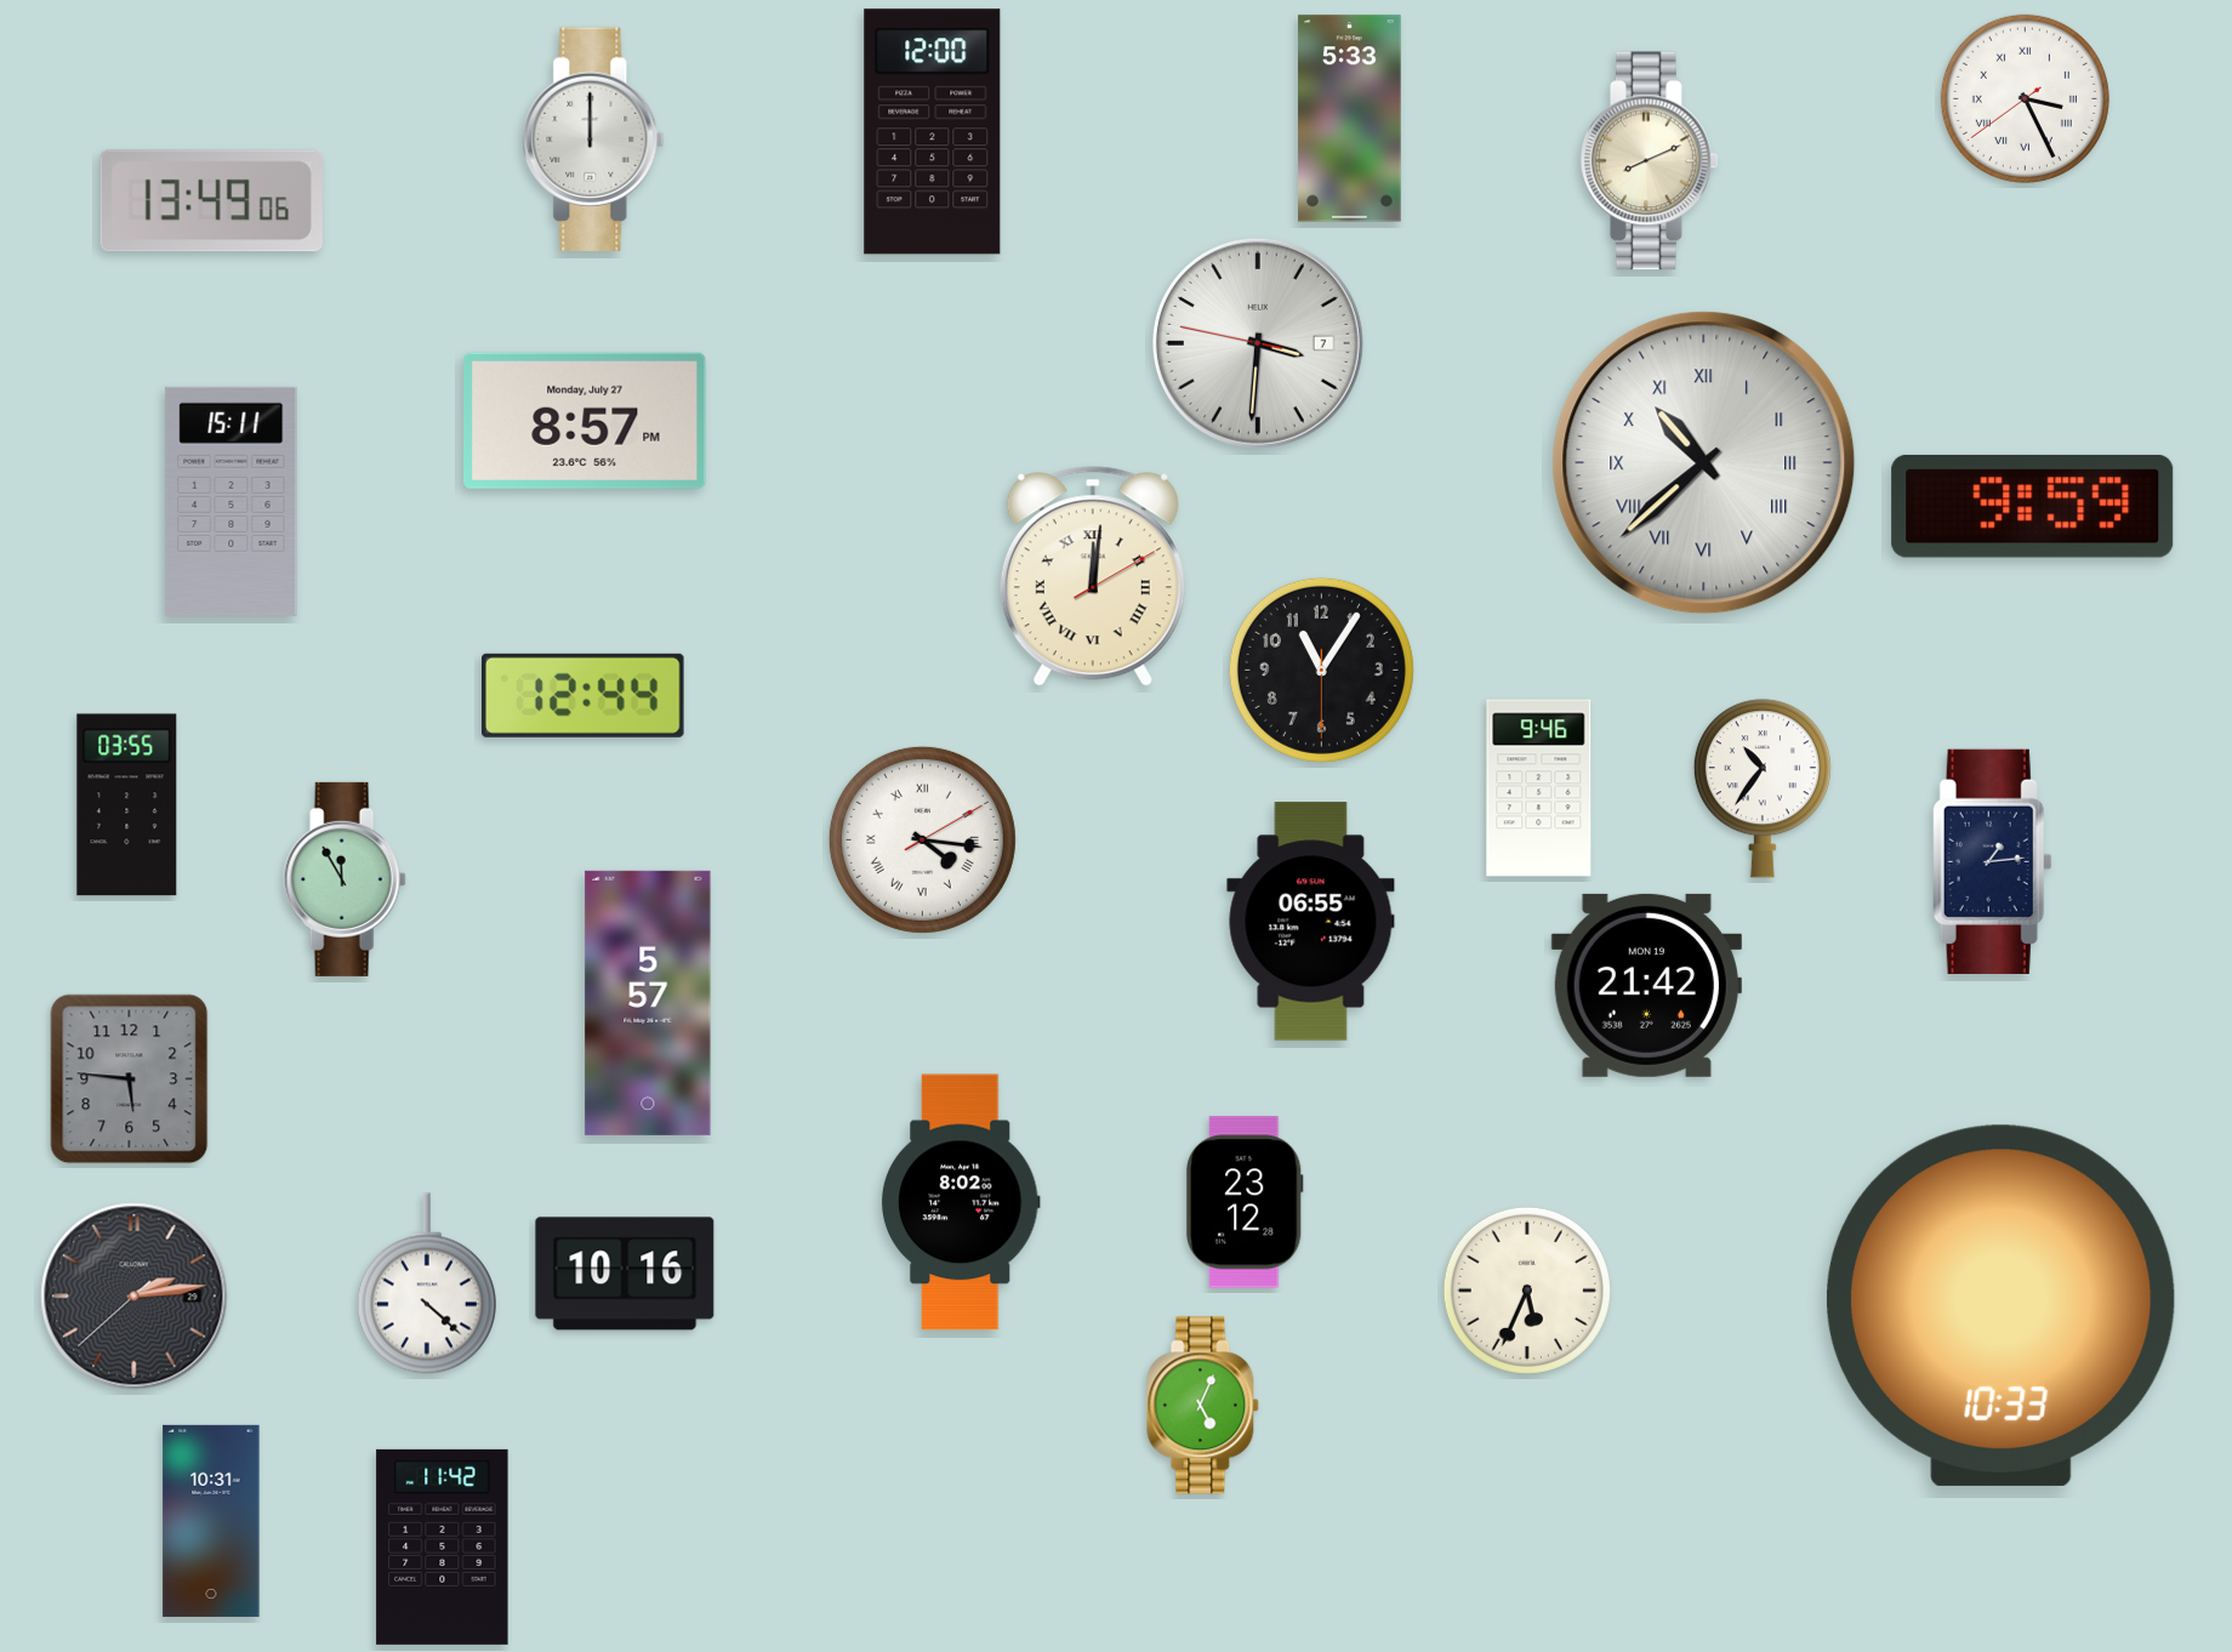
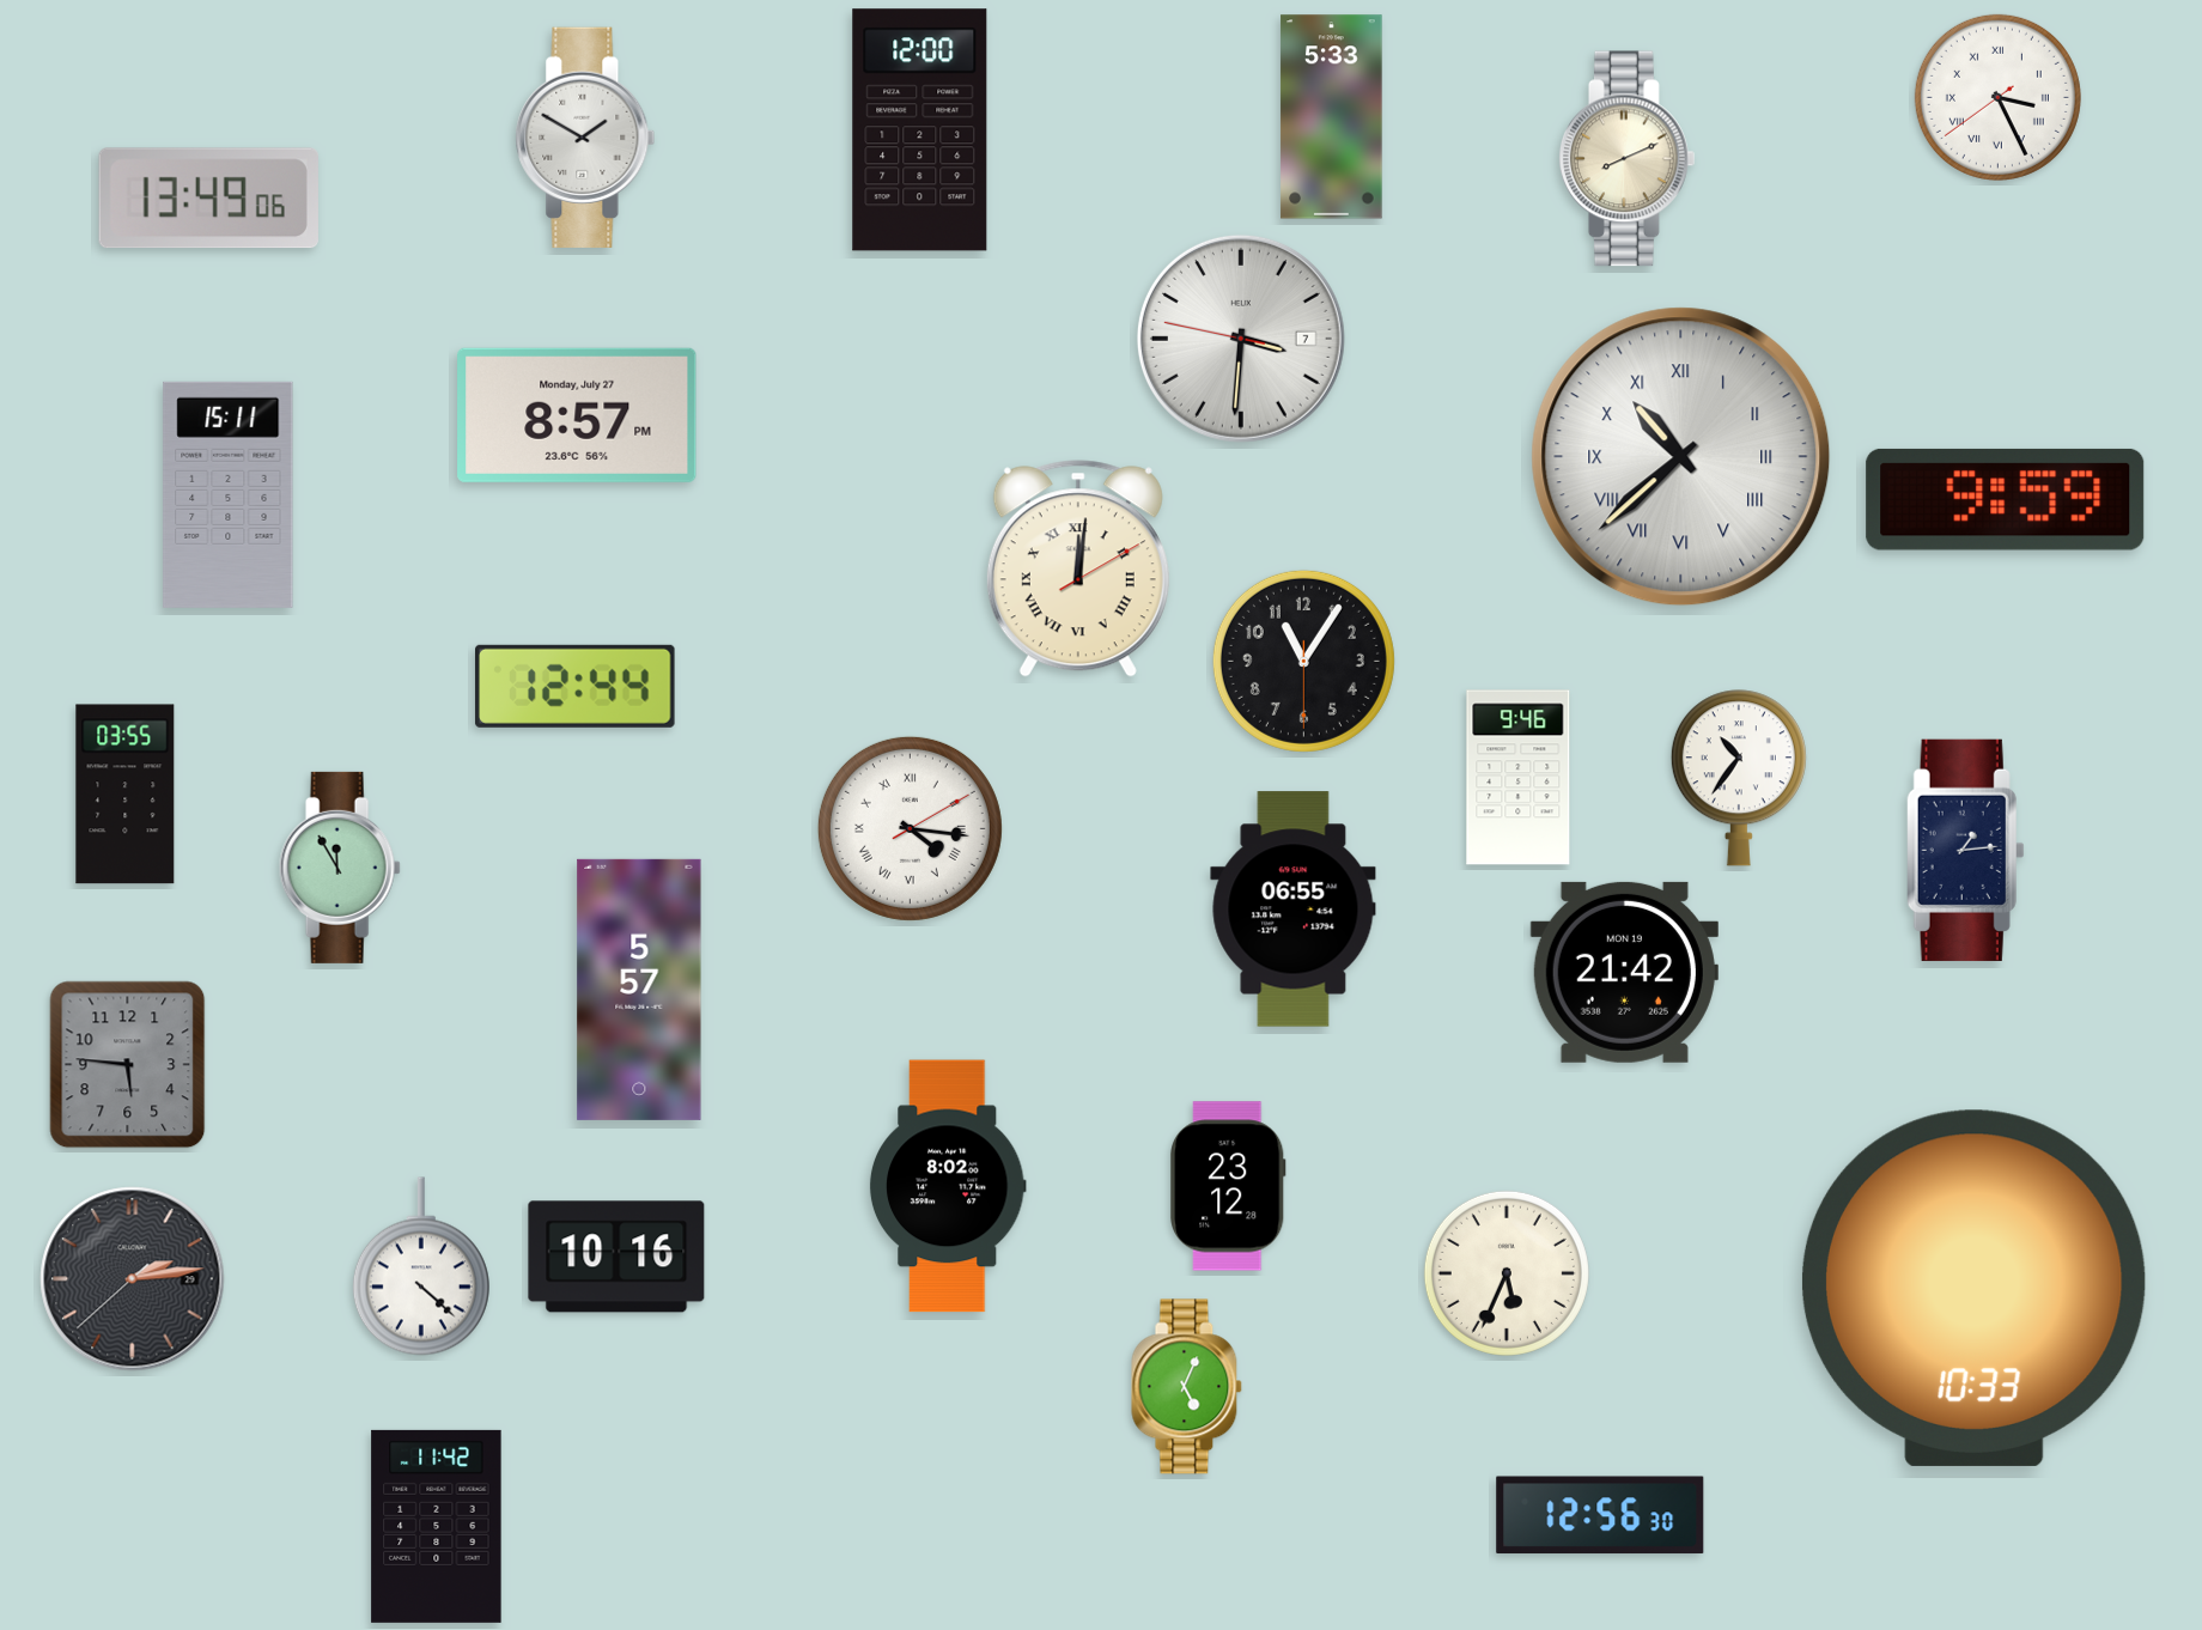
clock at (593, 139): 12:00 -> 1:50
clock at (211, 1521): 10:31 -> none
clock at (1600, 1515): none -> 12:56
